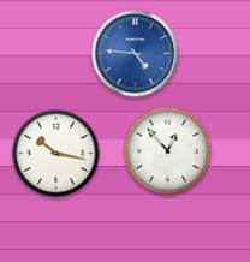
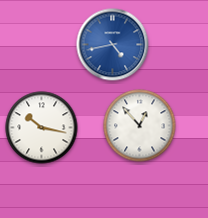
clock at (136, 54): 4:46 -> 4:43
clock at (56, 154) position: (56, 154) -> (42, 128)
